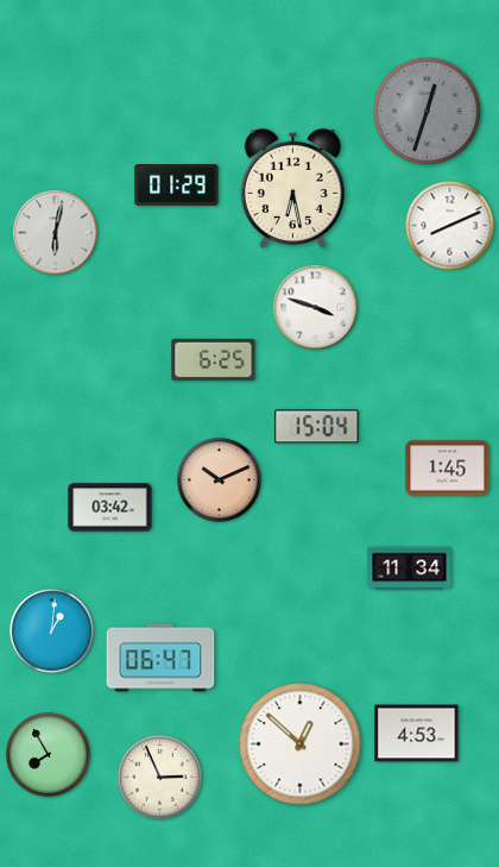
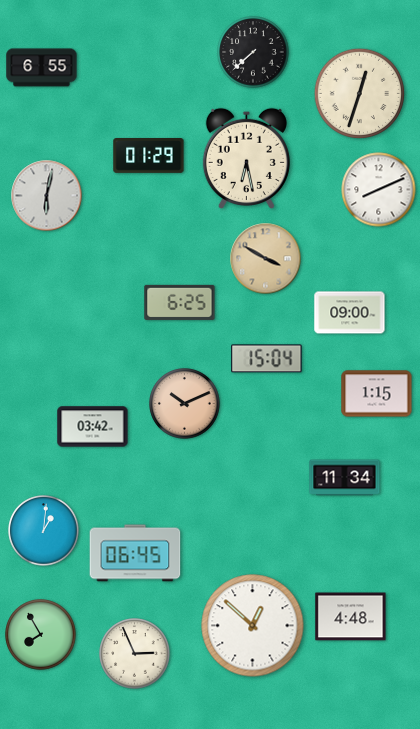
clock at (253, 52): none -> 7:38
clock at (42, 68): none -> 6:55
clock at (428, 112) dial: grey -> cream
clock at (316, 308): 3:48 -> 3:50
clock at (316, 308) dial: white -> champagne
clock at (350, 313): none -> 09:00
clock at (448, 469): 1:45 -> 1:15
clock at (160, 658): 06:47 -> 06:45
clock at (417, 734): 4:53 -> 4:48
